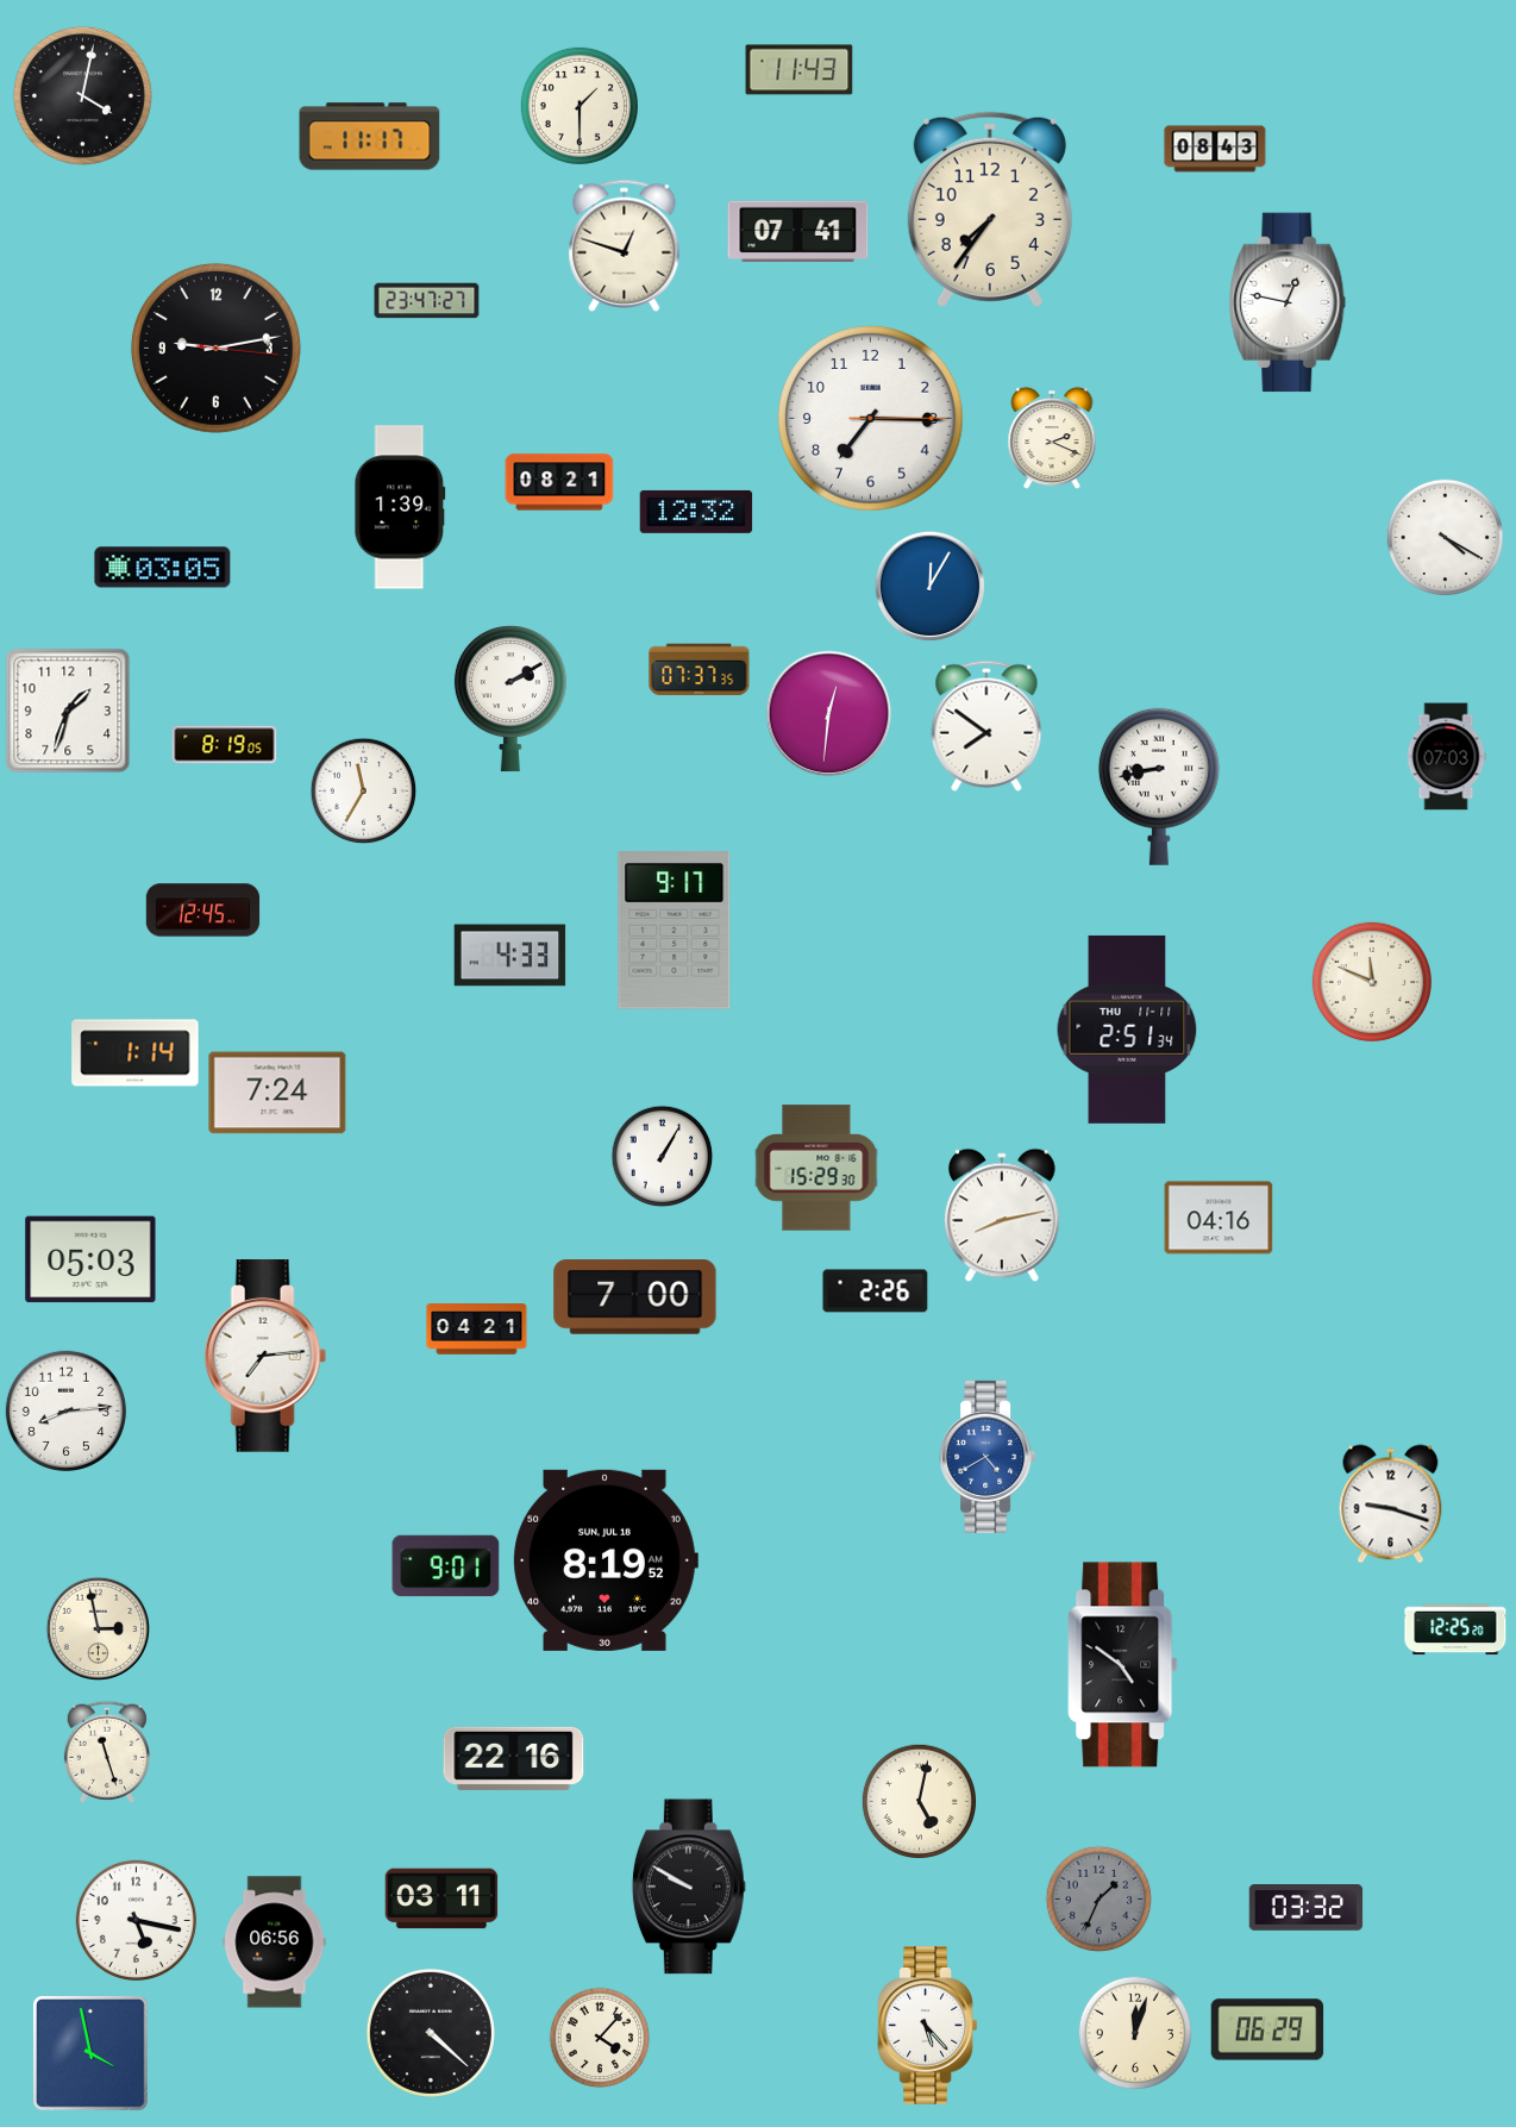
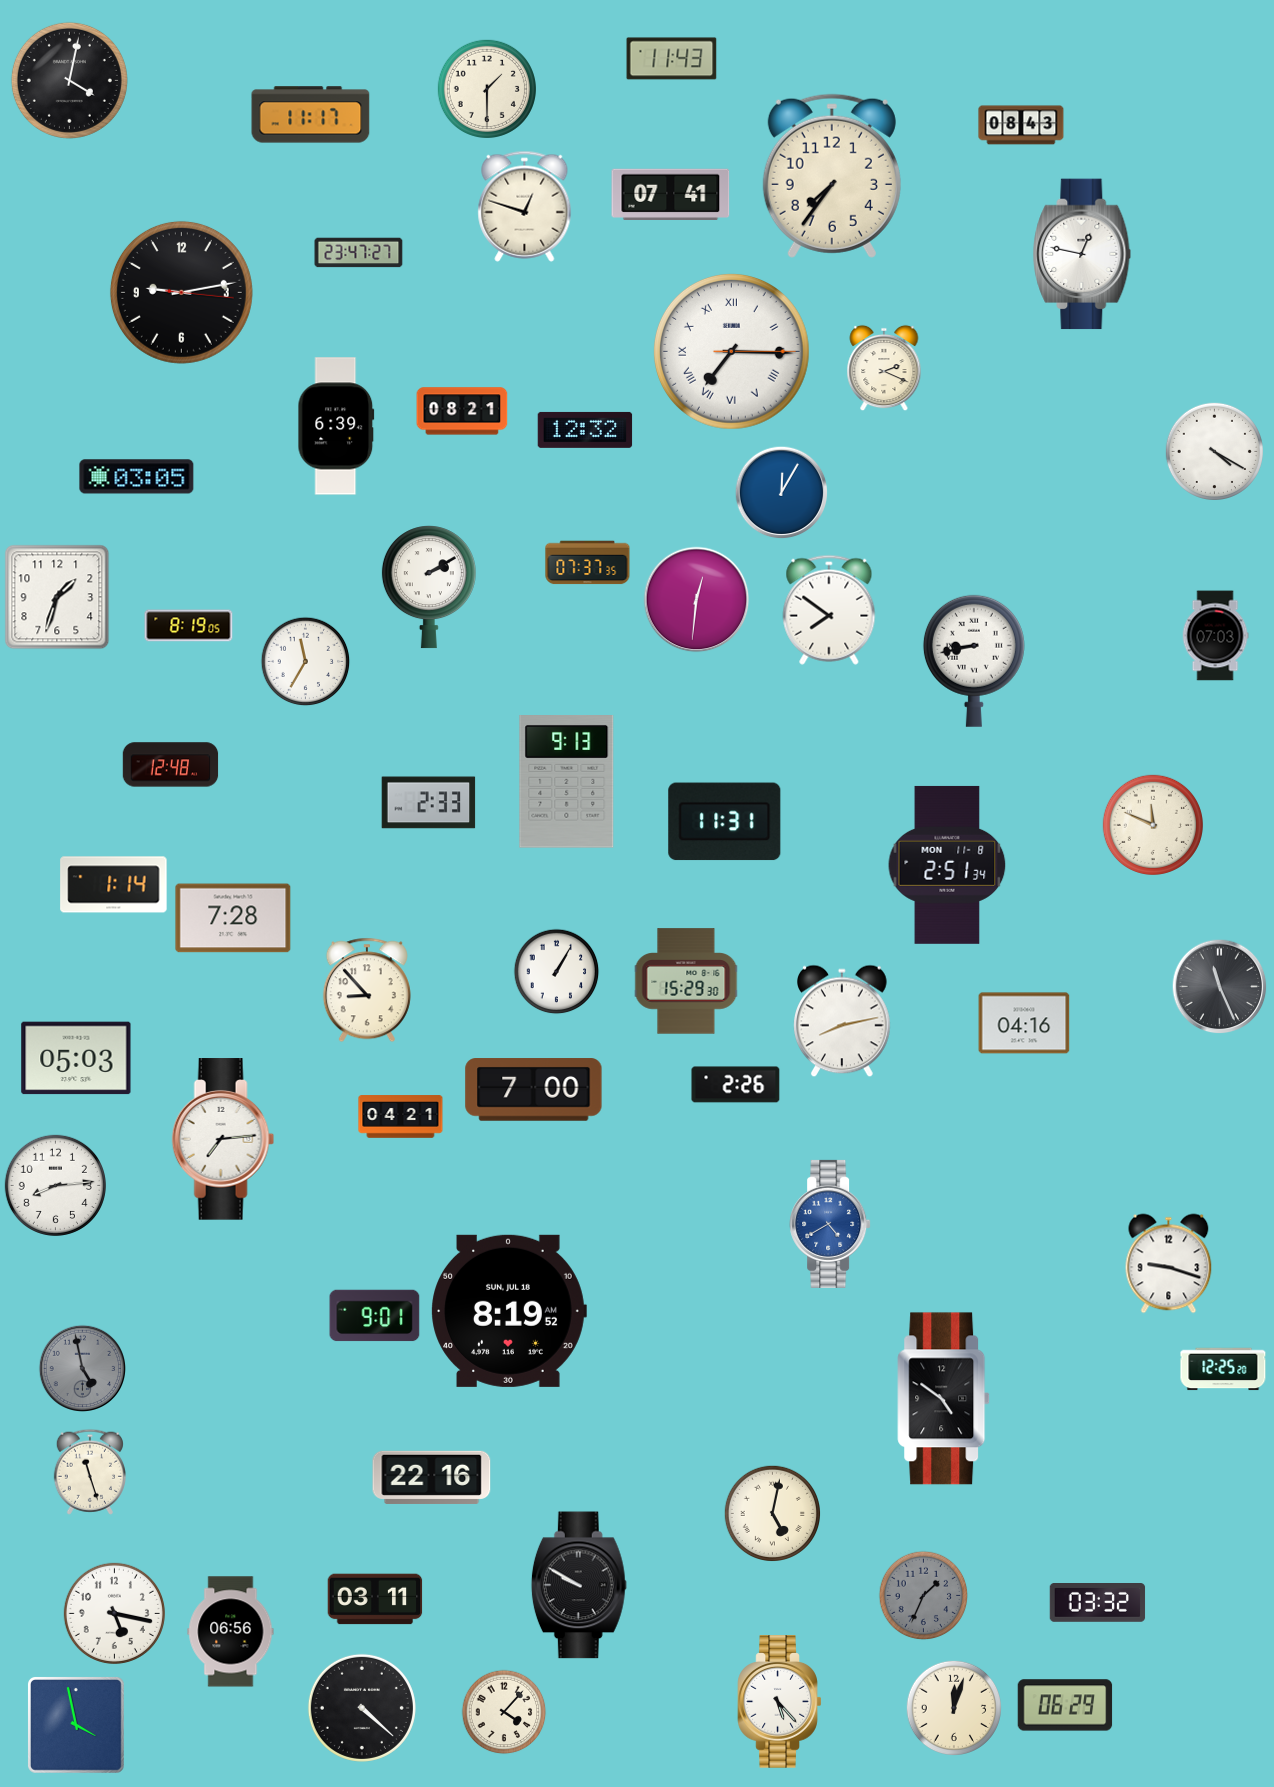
clock at (870, 418) numerals: Arabic -> Roman
clock at (559, 482) position: (559, 482) -> (462, 411)
clock at (400, 507): 1:39 -> 6:39
clock at (364, 792) position: (364, 792) -> (306, 662)
clock at (203, 911): 12:45 -> 12:48
clock at (675, 931): 9:17 -> 9:13
clock at (510, 956): 4:33 -> 2:33
clock at (725, 822): none -> 11:31
clock at (1127, 1030) date: THU 11-11 -> MON 11-8
clock at (277, 1093): 7:24 -> 7:28
clock at (1220, 987): none -> 11:26
clock at (367, 990): none -> 8:53
clock at (99, 1628): 2:58 -> 4:58
clock at (99, 1628) dial: cream -> grey
clock at (441, 1898) position: (441, 1898) -> (375, 1599)
